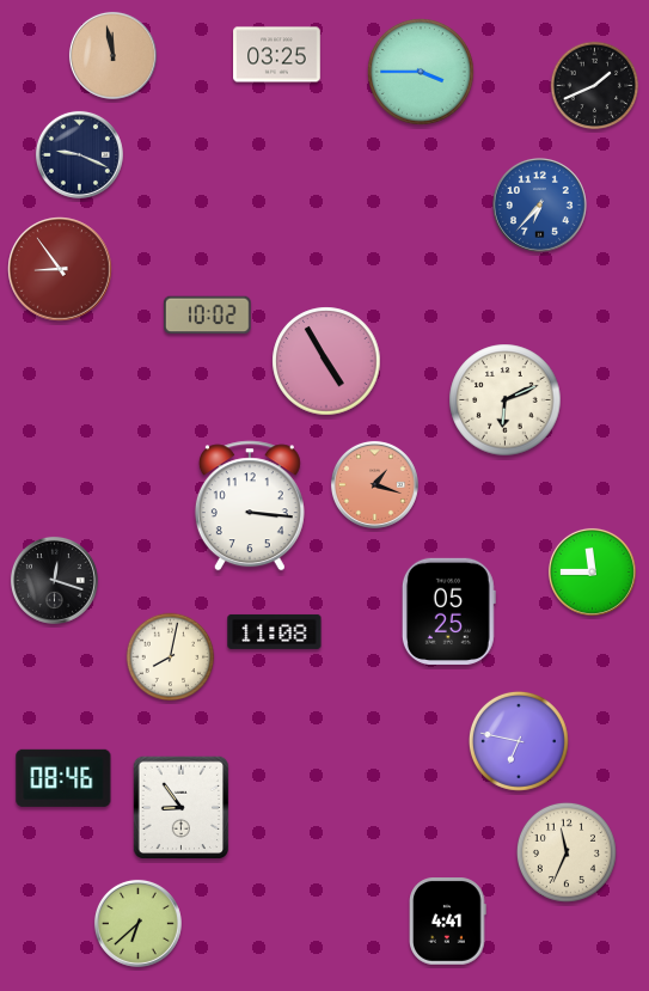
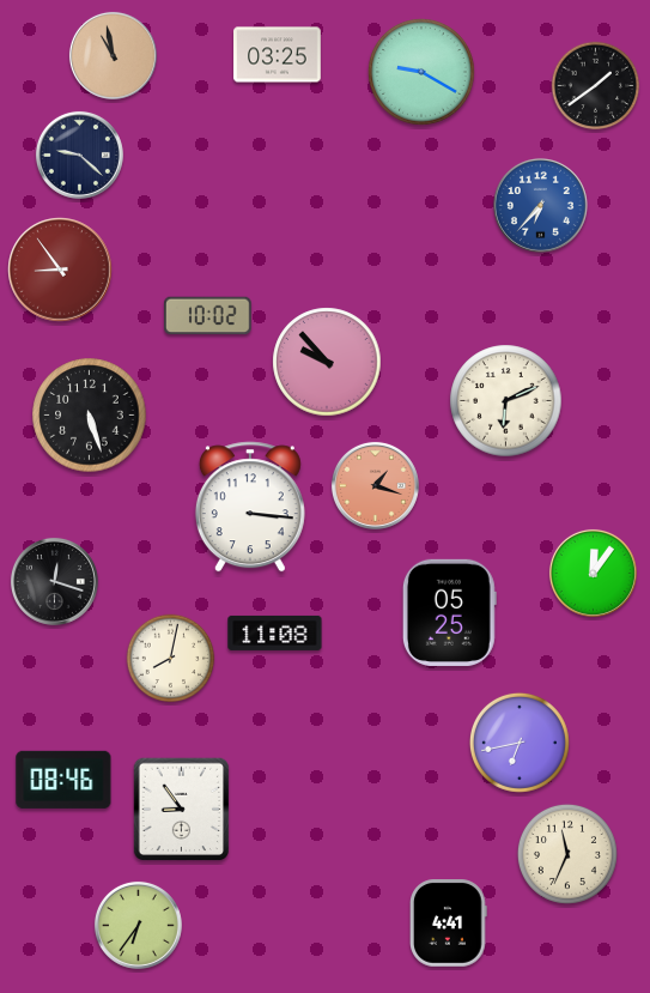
clock at (112, 55): 11:58 -> 10:58
clock at (421, 72): 3:45 -> 9:20
clock at (595, 86): 1:41 -> 1:39
clock at (79, 154): 9:19 -> 9:22
clock at (326, 361): 4:55 -> 9:53
clock at (90, 416): none -> 5:27
clock at (592, 571): 11:45 -> 12:06
clock at (519, 741): 6:47 -> 6:43
clock at (137, 923): 6:38 -> 6:36
